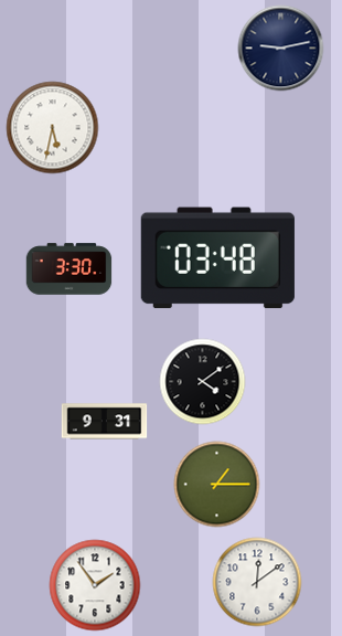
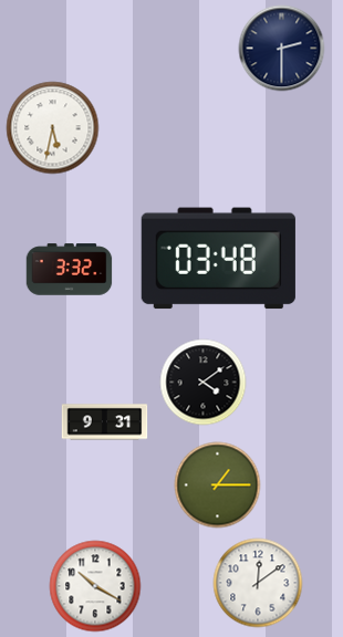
clock at (280, 47): 9:13 -> 2:30
clock at (68, 269): 3:30 -> 3:32
clock at (95, 585): 1:54 -> 10:20
